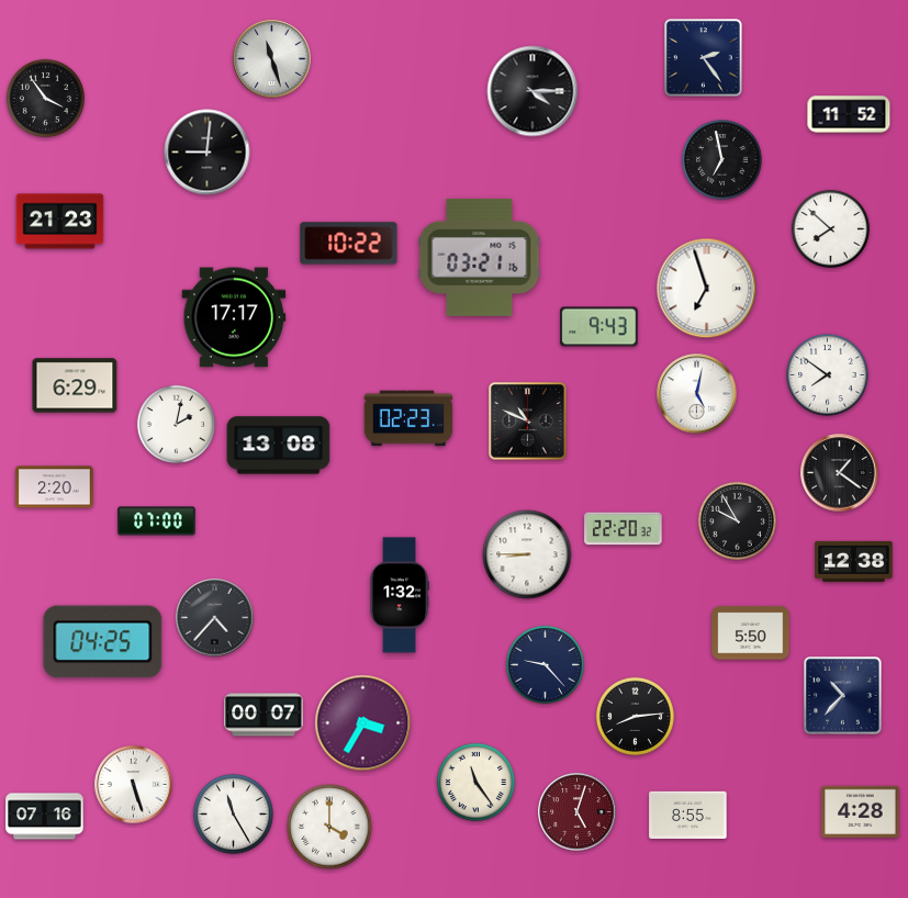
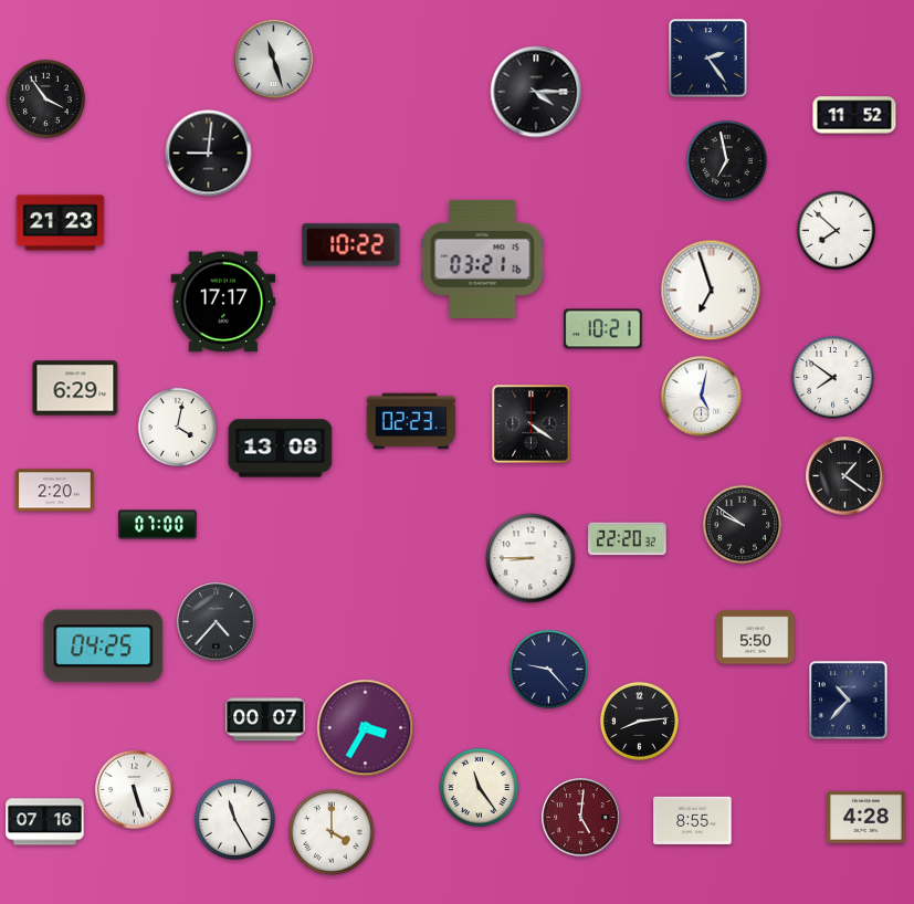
clock at (234, 317) position: (234, 317) -> (223, 302)
clock at (599, 327): 9:43 -> 10:21
clock at (528, 422): 10:49 -> 4:21
clock at (176, 424): 2:02 -> 4:02
clock at (737, 520): 9:55 -> 9:51
clock at (624, 529) position: (624, 529) -> (628, 539)
clock at (854, 561): 12:38 -> none
clock at (400, 595): 1:32 -> none
clock at (578, 812): 5:03 -> 5:01
